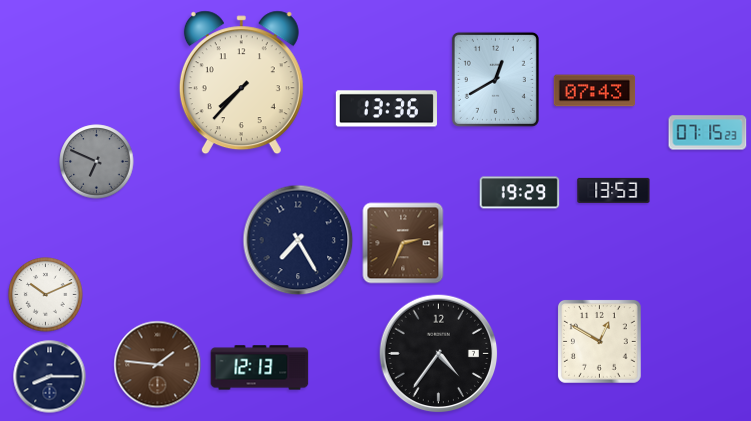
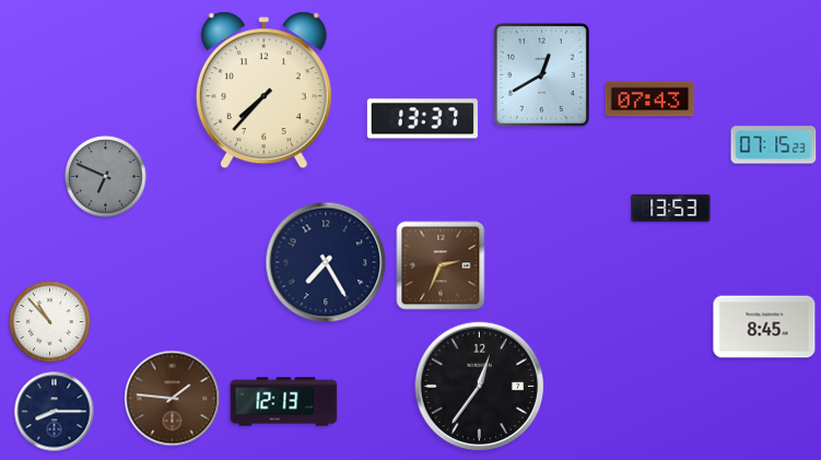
clock at (495, 79) position: (495, 79) -> (541, 74)
clock at (386, 109): 13:36 -> 13:37
clock at (520, 193): 19:29 -> none
clock at (46, 295): 10:11 -> 10:53
clock at (764, 327): none -> 8:45
clock at (600, 342): 12:50 -> none
clock at (439, 354): 4:36 -> 12:36
